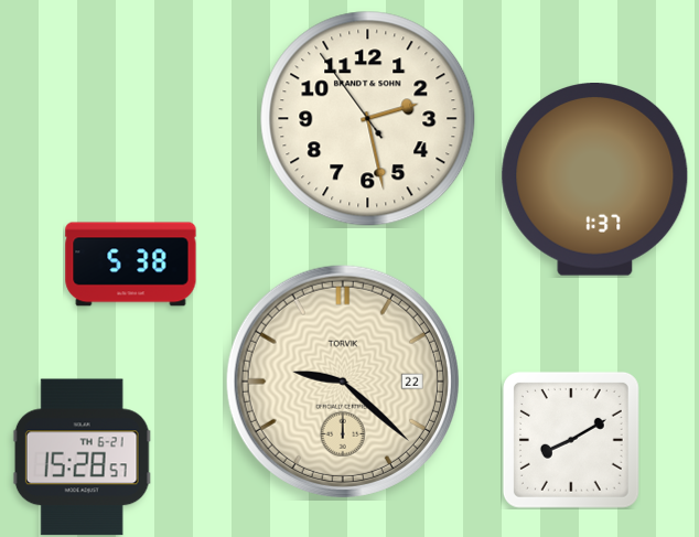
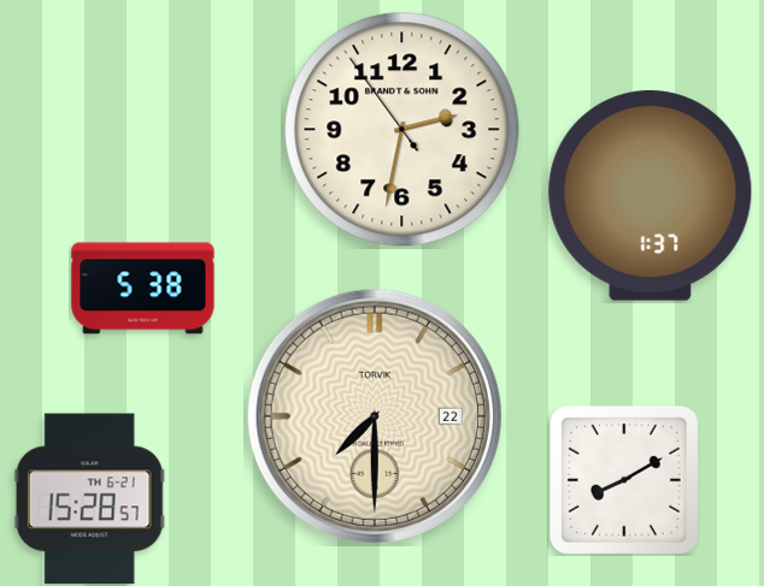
clock at (368, 119): 2:27 -> 2:31
clock at (343, 382): 9:22 -> 7:30
